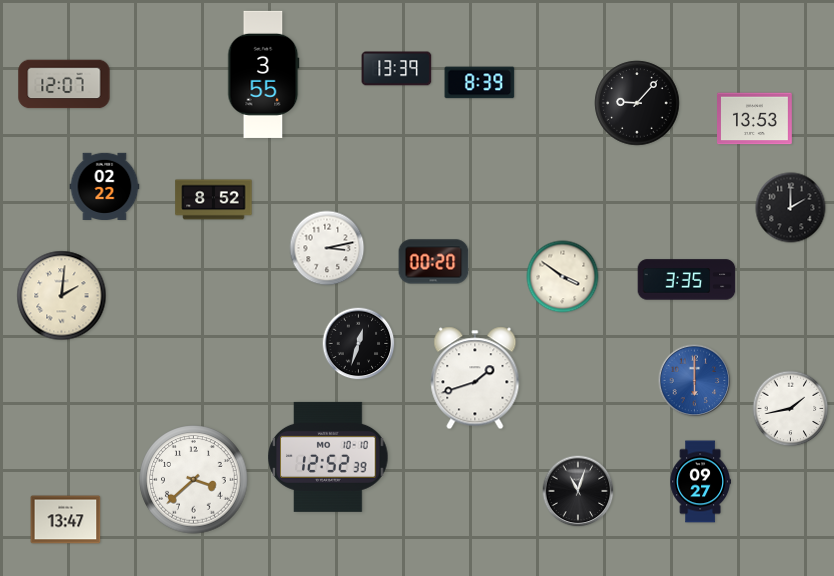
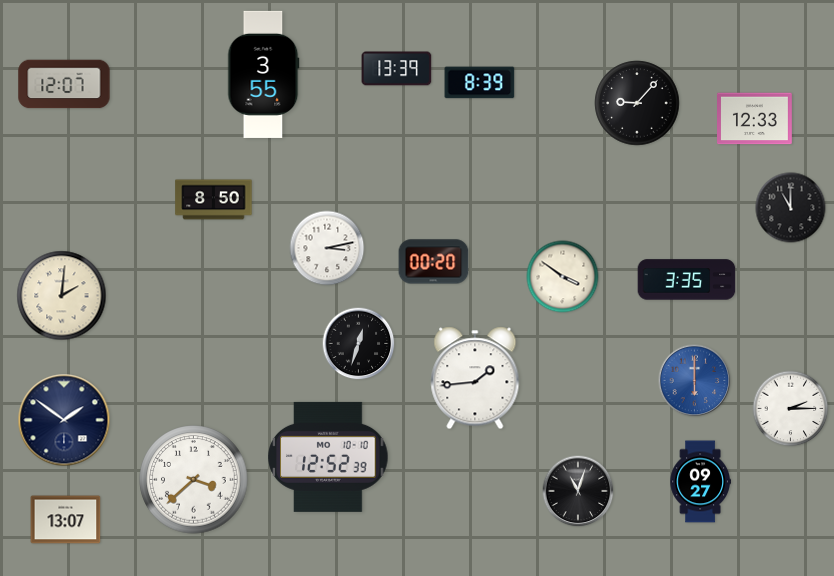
clock at (755, 119): 13:53 -> 12:33
clock at (105, 186): 02:22 -> none
clock at (214, 200): 8:52 -> 8:50
clock at (791, 208): 2:00 -> 11:00
clock at (475, 378): 1:42 -> 1:44
clock at (791, 409): 1:43 -> 2:15
clock at (64, 420): none -> 1:51
clock at (66, 520): 13:47 -> 13:07
